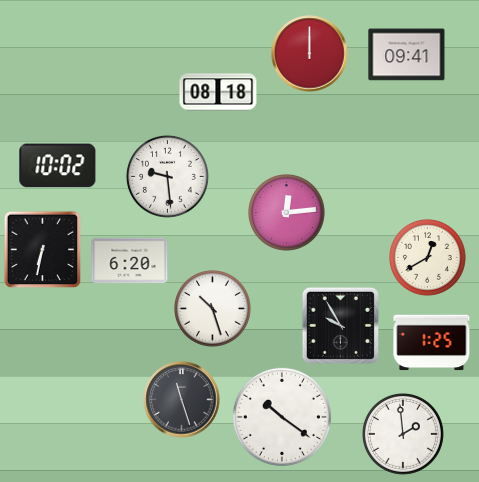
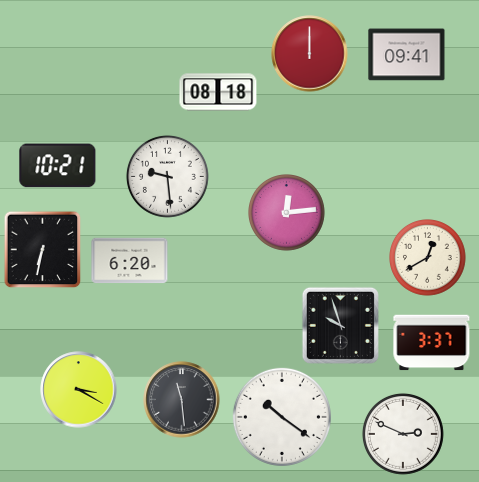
clock at (58, 166): 10:02 -> 10:21
clock at (213, 309): 10:27 -> none
clock at (340, 325): 9:55 -> 9:57
clock at (432, 343): 1:25 -> 3:37
clock at (79, 390): none -> 3:20
clock at (182, 400): 11:27 -> 11:29
clock at (403, 434): 1:59 -> 2:49
